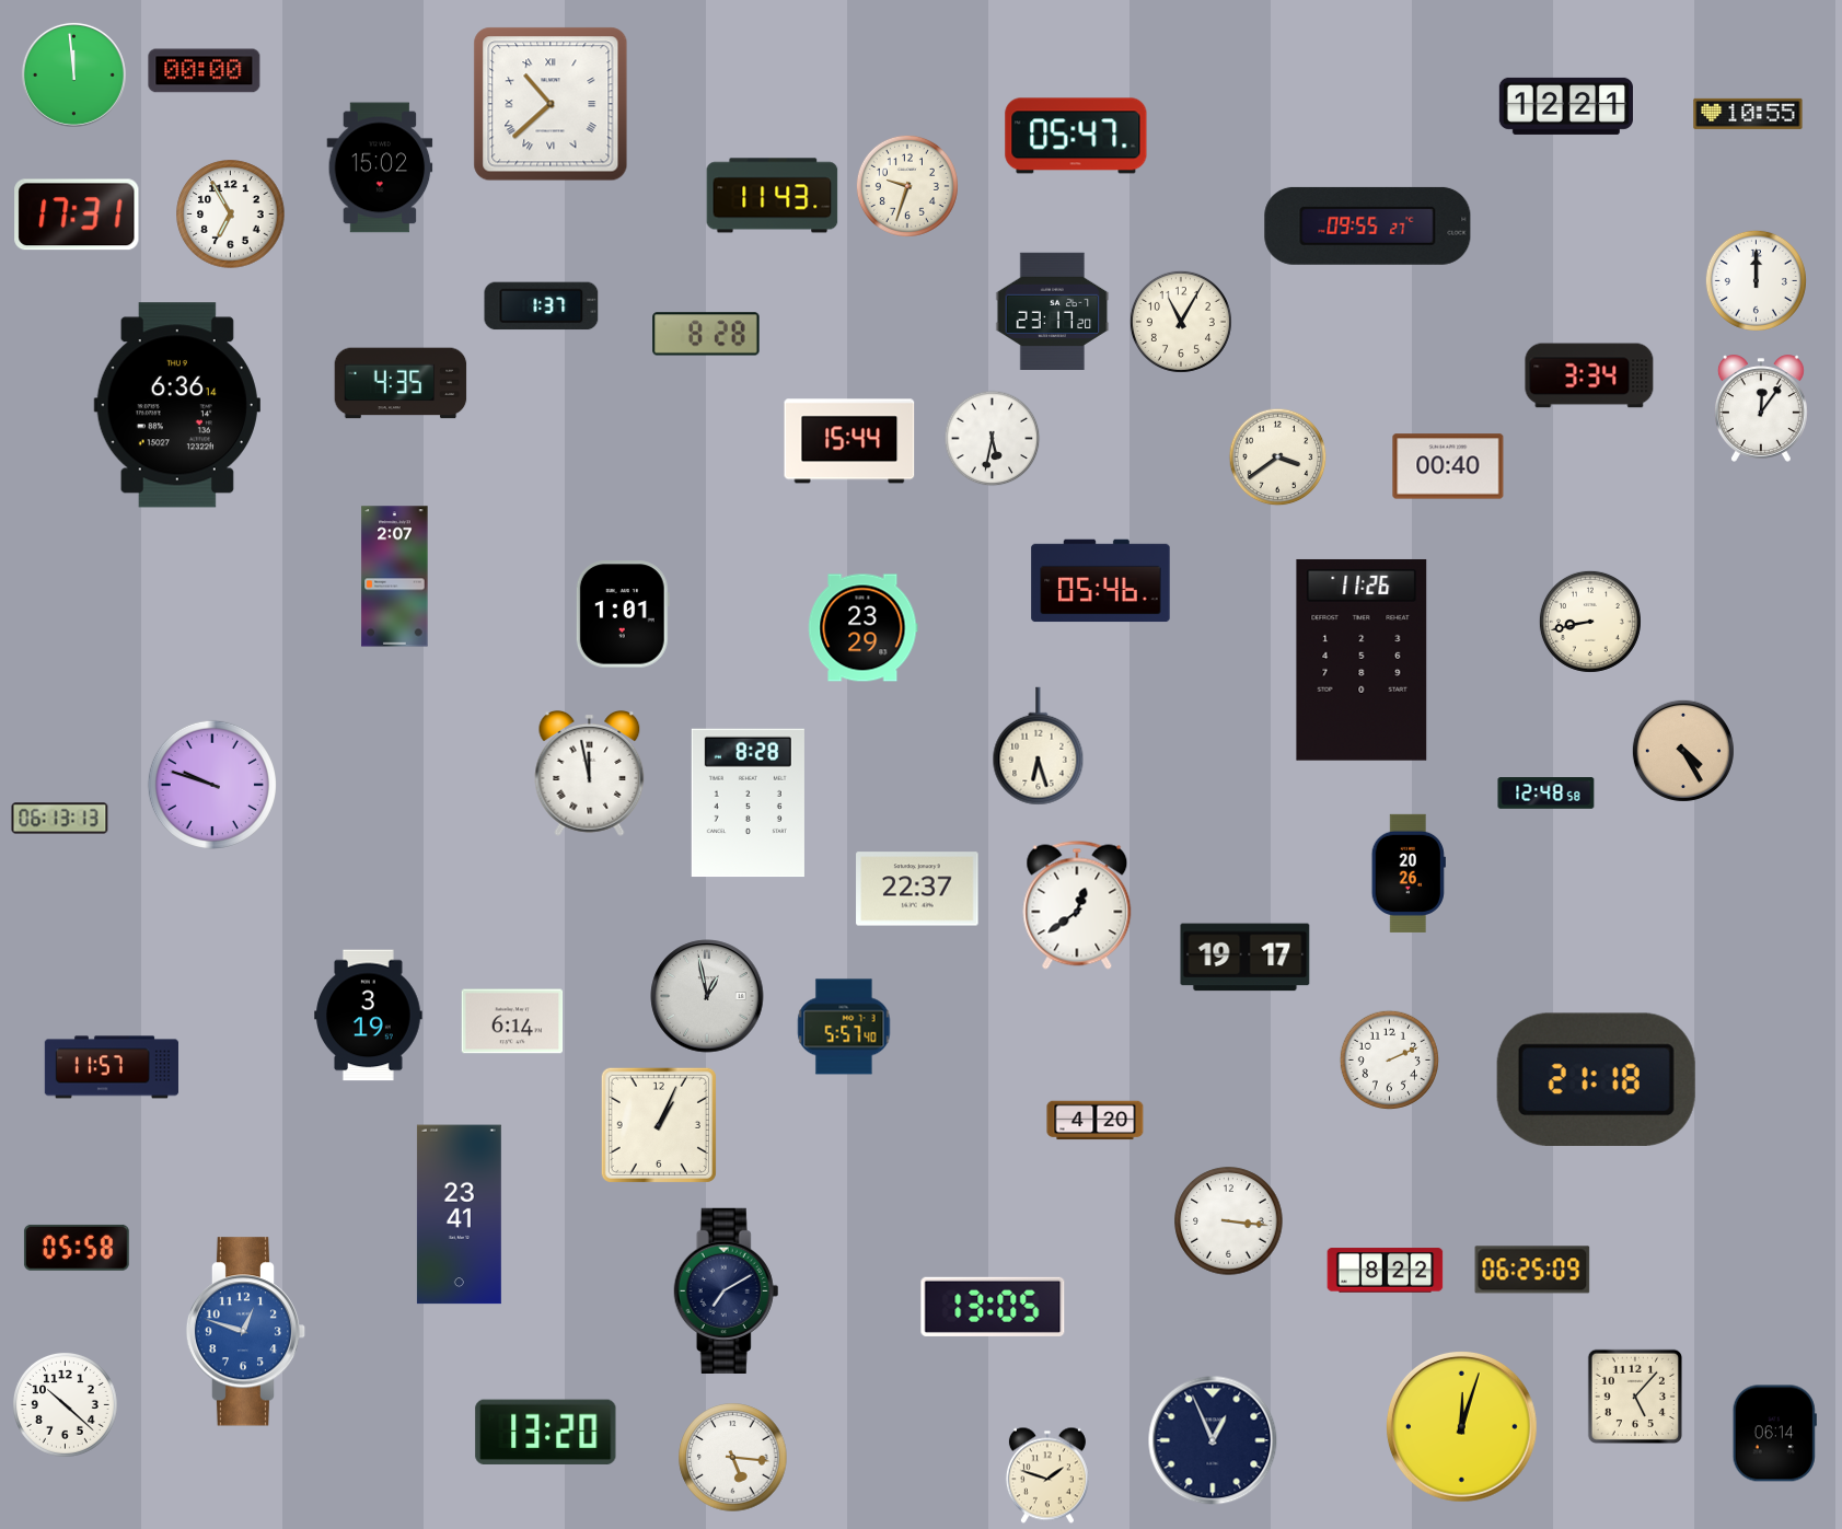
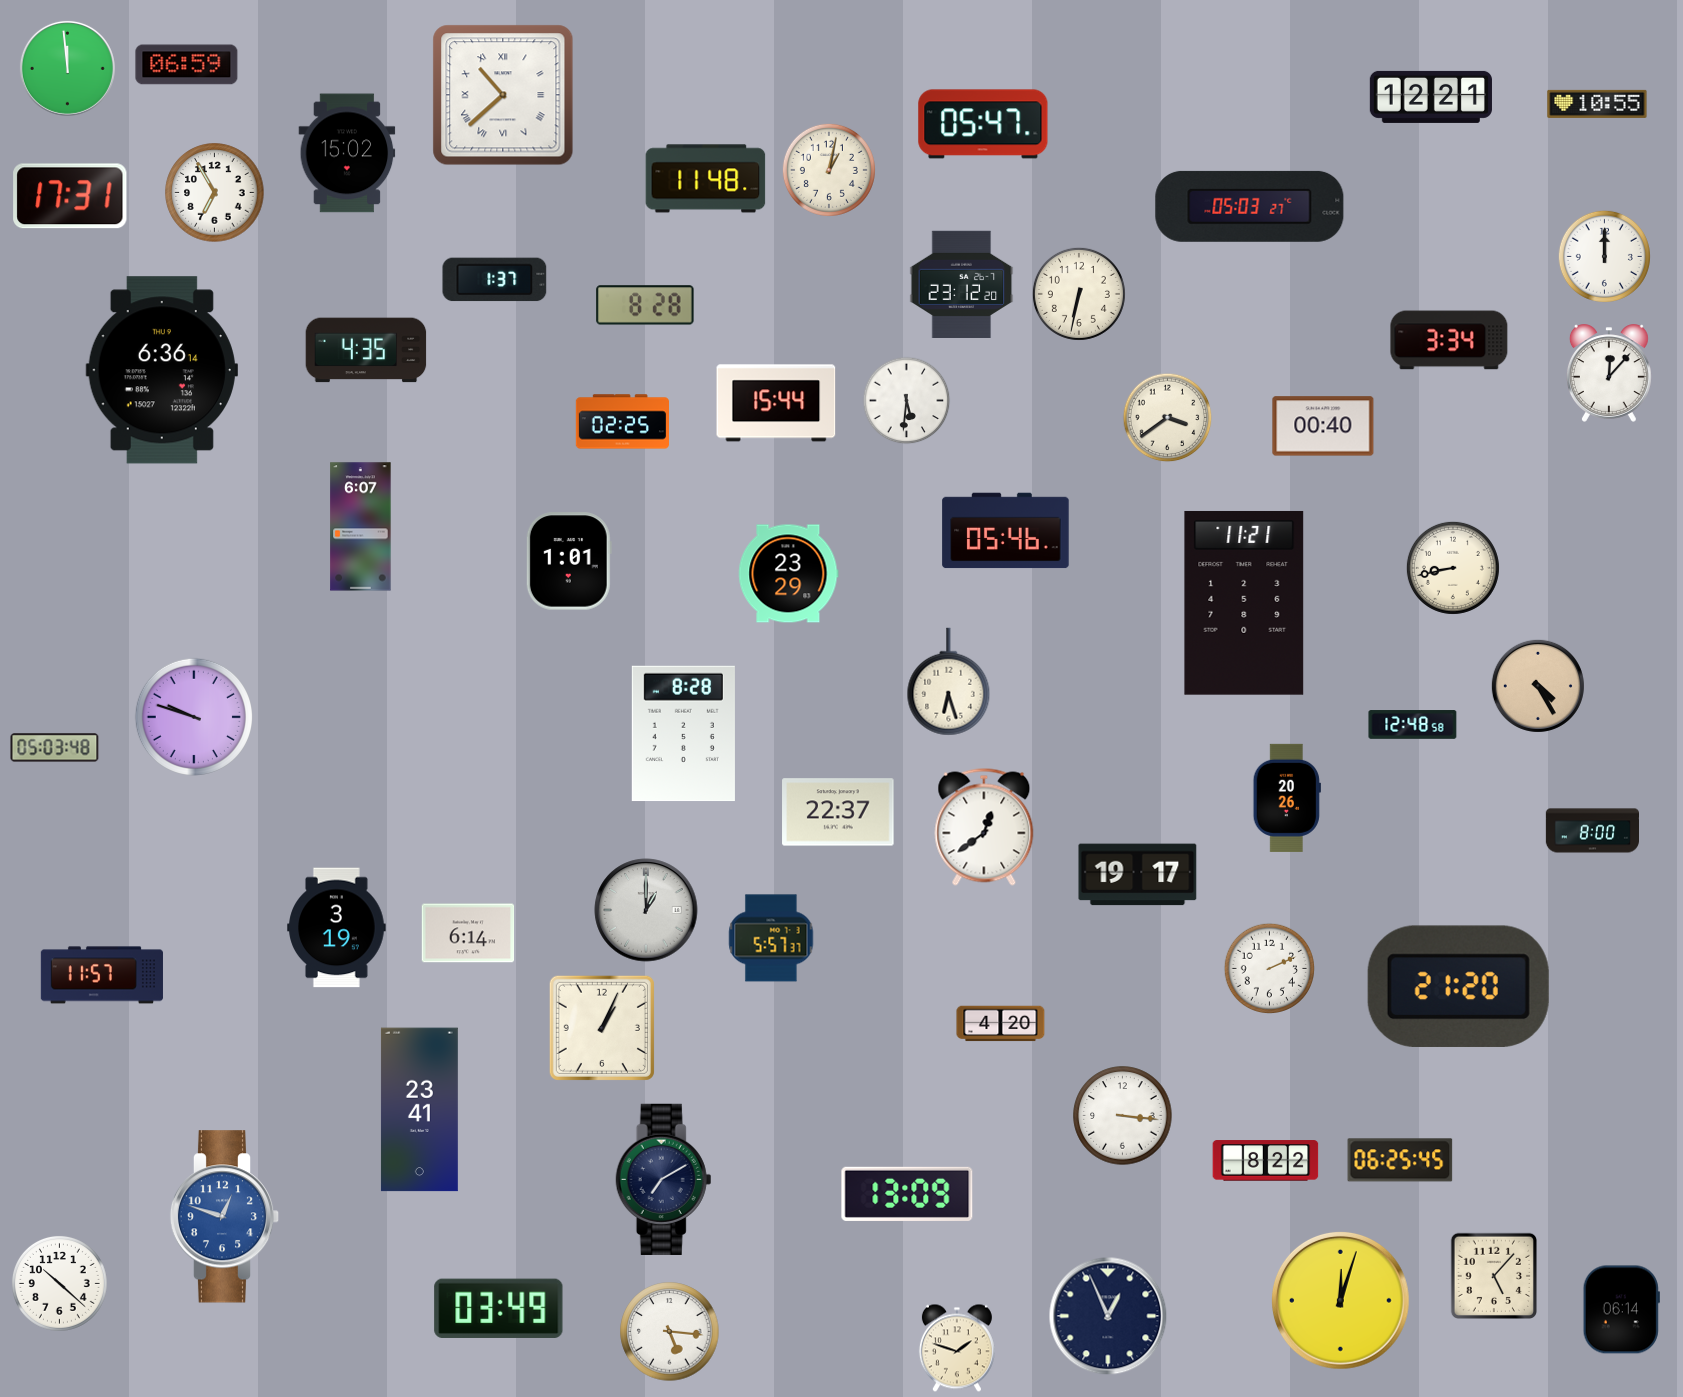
clock at (205, 71): 00:00 -> 06:59
clock at (907, 186): 9:33 -> 1:02
clock at (773, 196): 11:43 -> 11:48
clock at (231, 215) position: (231, 215) -> (215, 193)
clock at (1368, 225): 09:55 -> 05:03
clock at (1053, 311): 23:17 -> 23:12
clock at (1181, 322): 11:05 -> 6:32
clock at (1589, 375) position: (1589, 375) -> (1449, 340)
clock at (1761, 408): 12:06 -> 12:07
clock at (993, 439): 5:32 -> 5:31
clock at (622, 422): none -> 02:25
clock at (395, 577): 2:07 -> 6:07
clock at (1362, 660): 11:26 -> 11:21
clock at (590, 773): 11:58 -> none
clock at (60, 819): 06:13 -> 05:03
clock at (1593, 831): none -> 8:00
clock at (707, 996): 12:58 -> 1:00
clock at (844, 1027): 5:57:40 -> 5:57:37
clock at (1596, 1079): 21:18 -> 21:20
clock at (77, 1248): 05:58 -> none
clock at (1532, 1270): 06:25:09 -> 06:25:45
clock at (993, 1307): 13:05 -> 13:09
clock at (1461, 1426) position: (1461, 1426) -> (1340, 1300)
clock at (546, 1432): 13:20 -> 03:49
